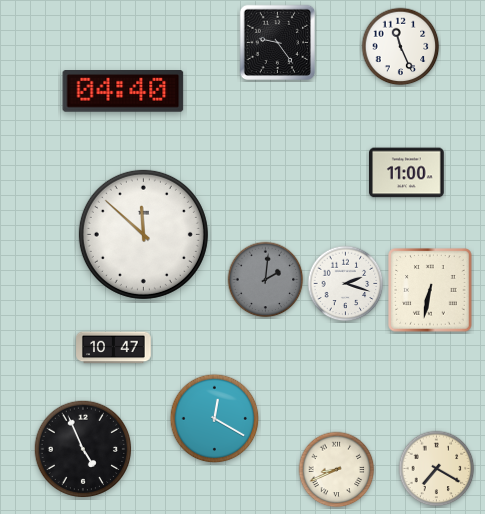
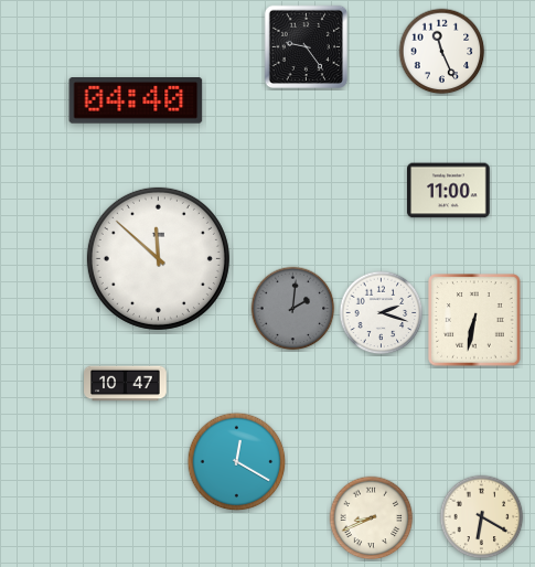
clock at (83, 449): 4:56 -> none
clock at (437, 469): 7:20 -> 6:20
